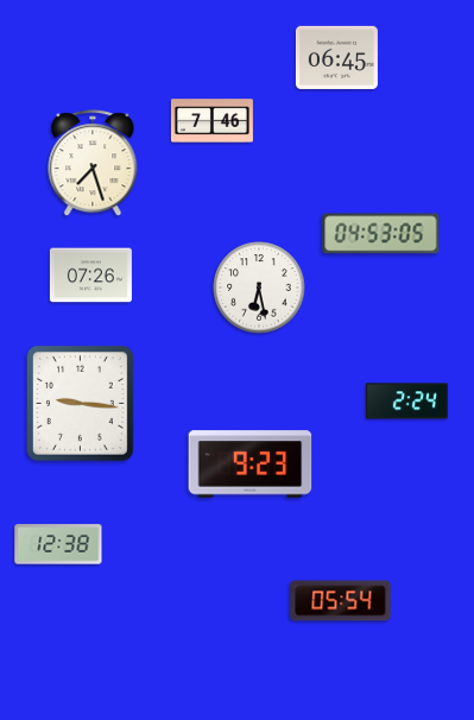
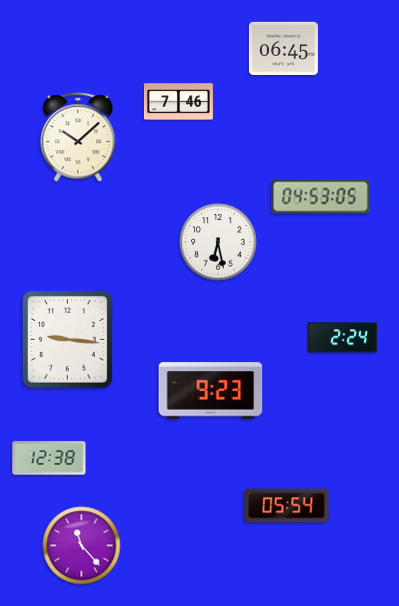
clock at (93, 164): 7:27 -> 10:08
clock at (90, 276): 07:26 -> none
clock at (82, 546): none -> 11:23
